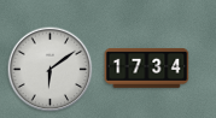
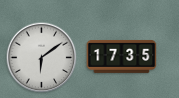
clock at (147, 67): 17:34 -> 17:35
